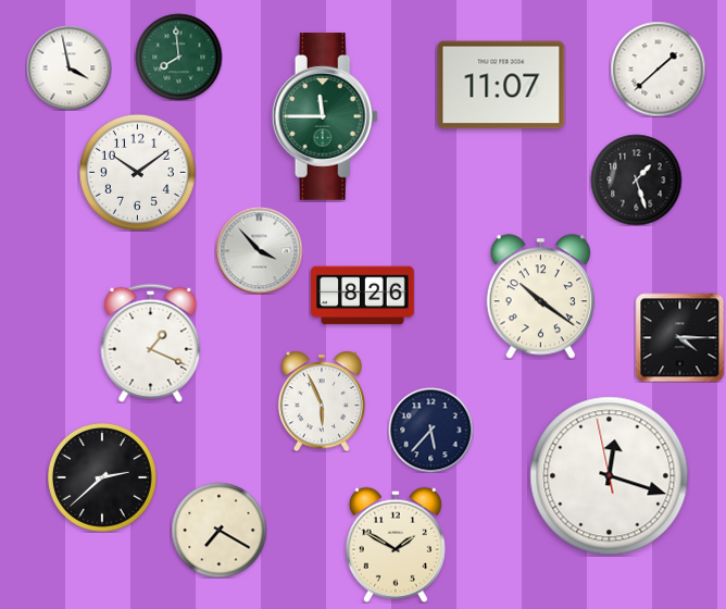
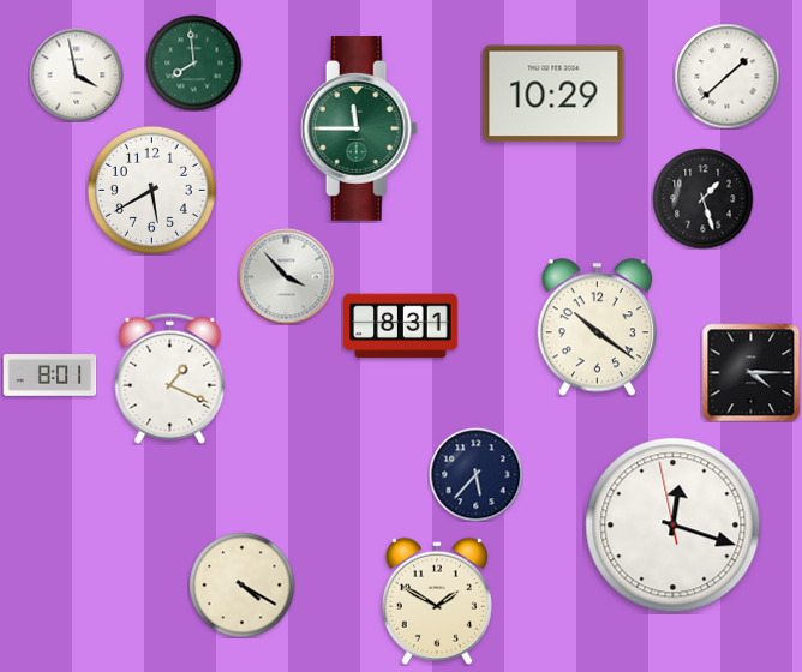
clock at (178, 57) position: (178, 57) -> (193, 62)
clock at (501, 85): 11:07 -> 10:29
clock at (137, 172): 10:09 -> 5:40
clock at (363, 296): 8:26 -> 8:31
clock at (49, 376): none -> 8:01
clock at (151, 343) position: (151, 343) -> (170, 378)
clock at (322, 401): 5:56 -> none
clock at (103, 478): 2:38 -> none
clock at (218, 530): 7:20 -> 4:20
